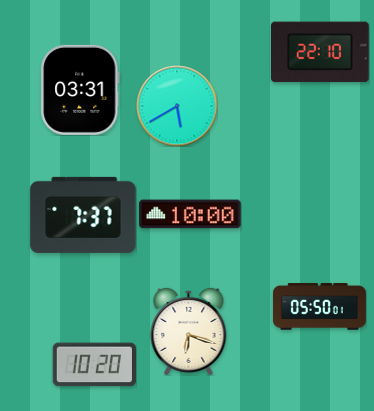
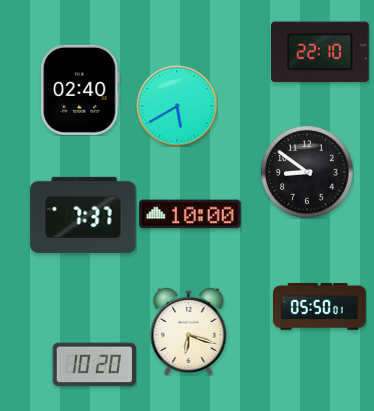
clock at (80, 90): 03:31 -> 02:40
clock at (307, 172): none -> 8:51
